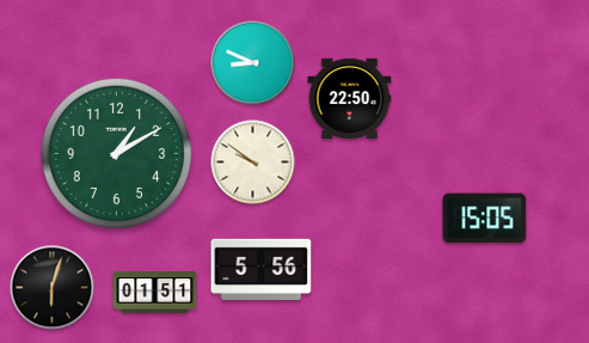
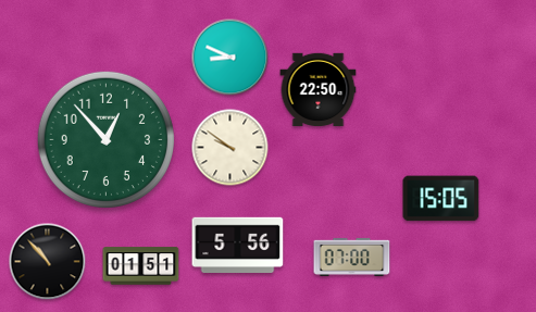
clock at (116, 153): 1:10 -> 12:53
clock at (352, 257): none -> 07:00
clock at (53, 288): 6:03 -> 10:53
